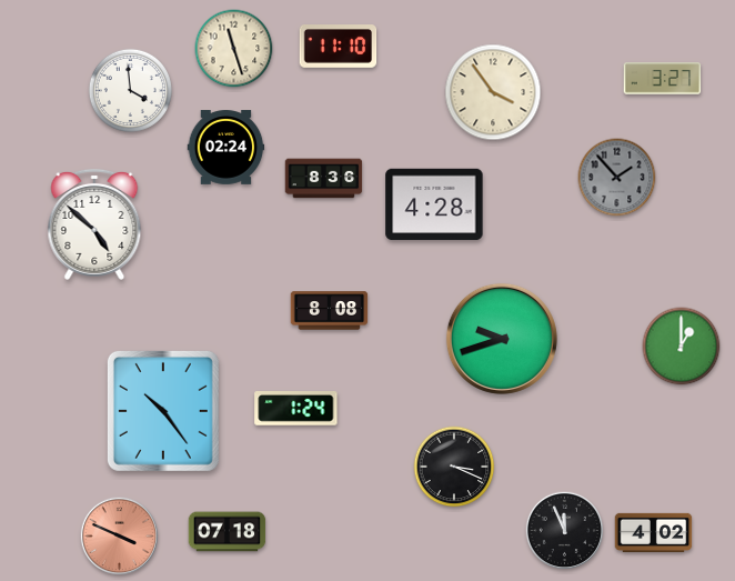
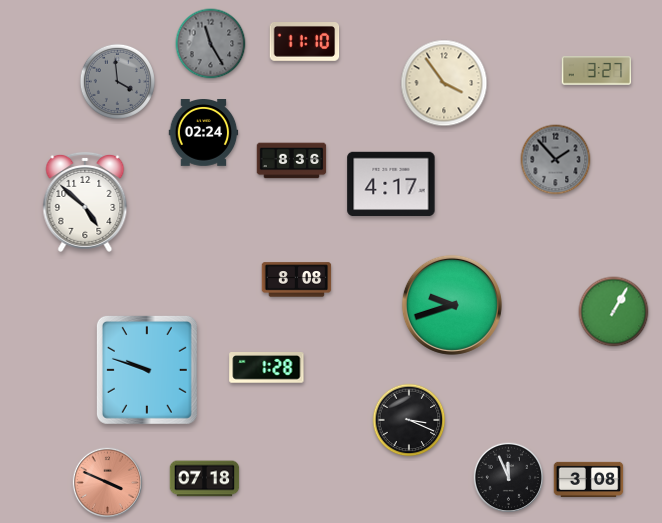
clock at (234, 49): 11:27 -> 11:25
clock at (234, 49) dial: cream -> grey
clock at (130, 90) dial: white -> grey
clock at (434, 204): 4:28 -> 4:17
clock at (682, 347): 1:00 -> 1:05
clock at (296, 409): 1:24 -> 1:28
clock at (163, 411): 10:24 -> 9:48
clock at (654, 532): 4:02 -> 3:08
